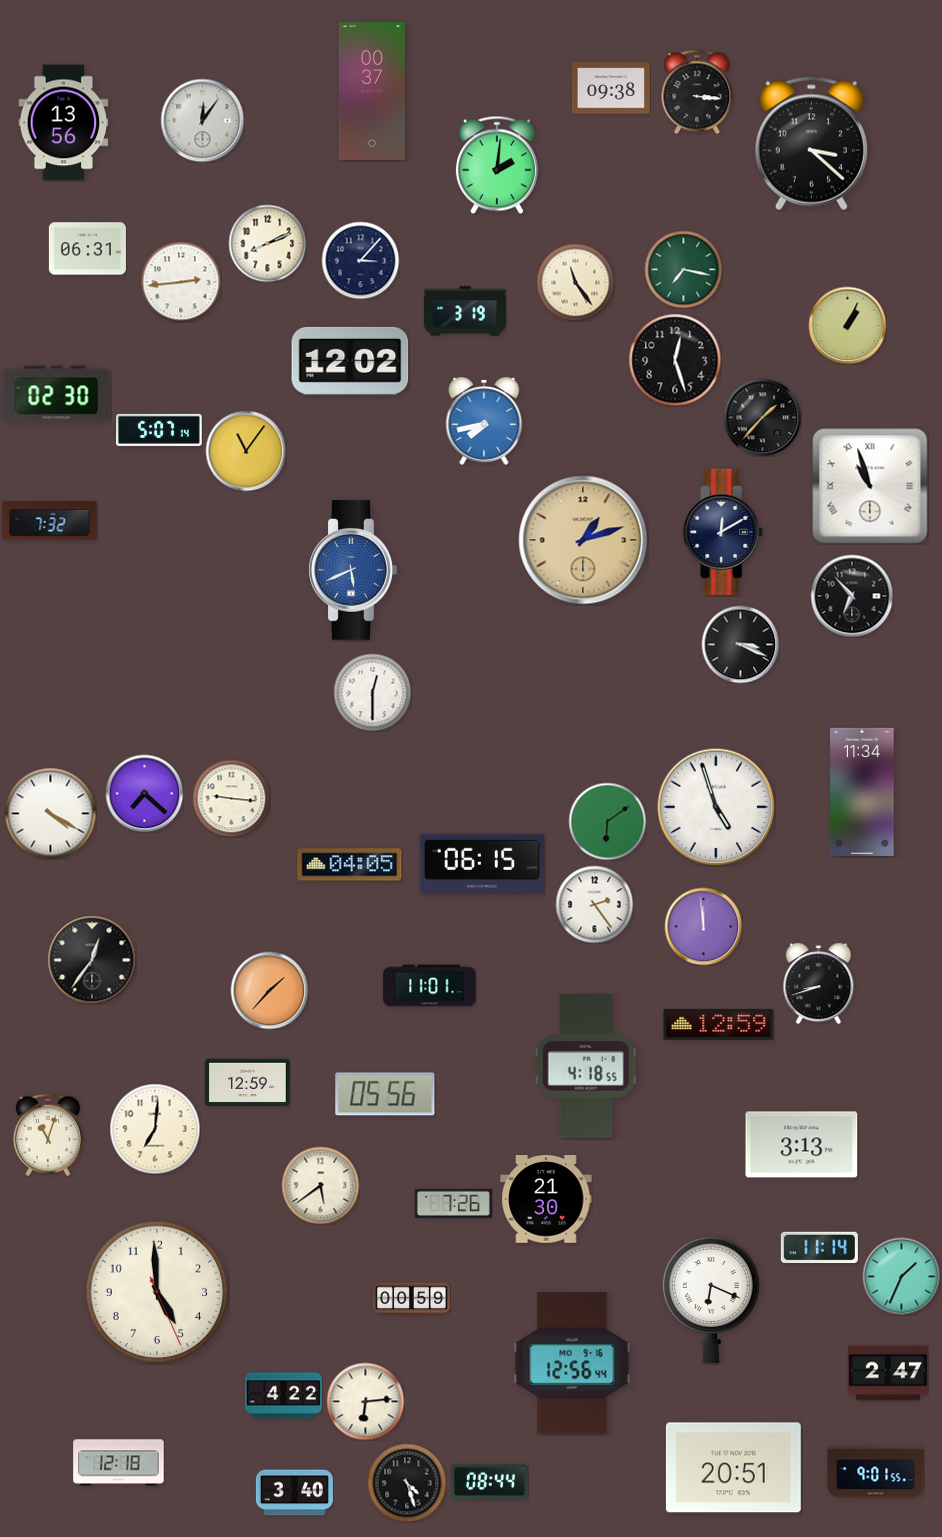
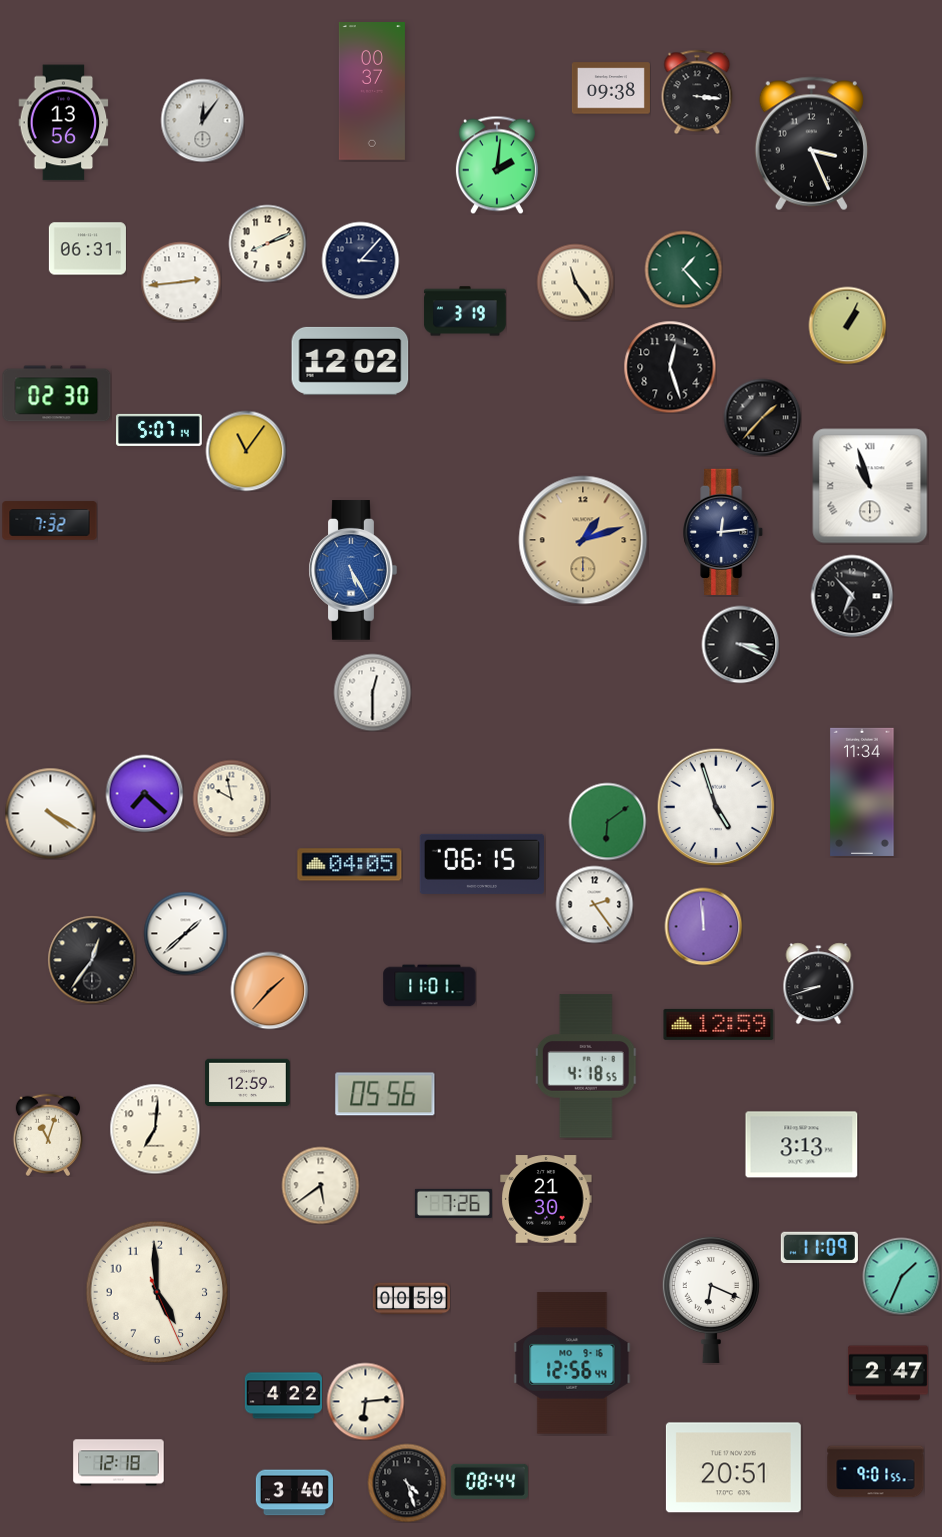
clock at (811, 144): 3:22 -> 3:26
clock at (683, 269): 7:17 -> 1:23
clock at (675, 360) position: (675, 360) -> (670, 367)
clock at (484, 422): 7:43 -> none
clock at (724, 532): 12:10 -> 12:14
clock at (353, 570): 5:41 -> 5:25
clock at (231, 798): 9:16 -> 9:58
clock at (185, 933): none -> 1:38
clock at (819, 1248): 11:14 -> 11:09
